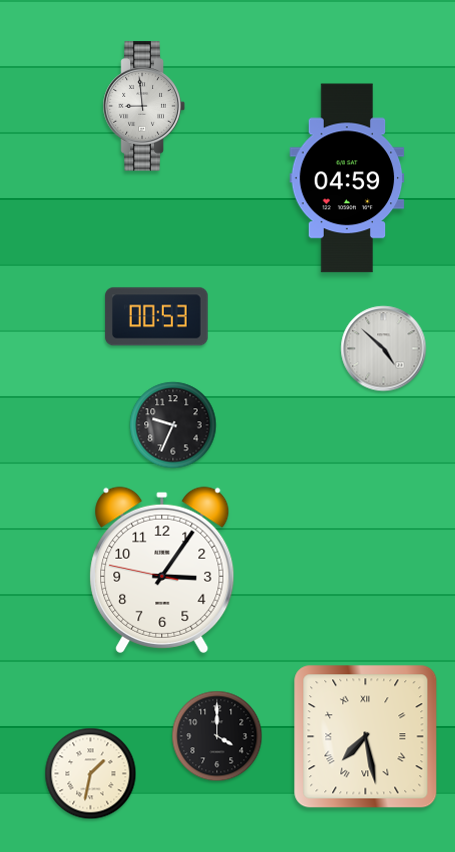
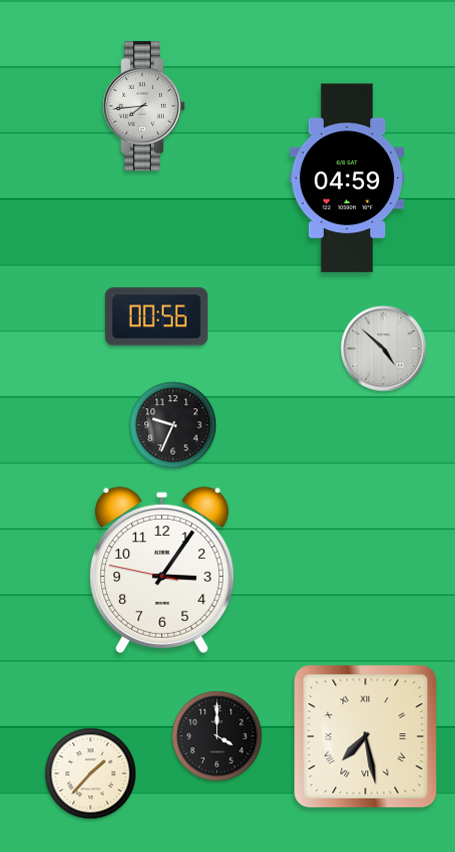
clock at (144, 106): 8:59 -> 7:44
clock at (157, 317): 00:53 -> 00:56
clock at (91, 774): 1:32 -> 1:37
